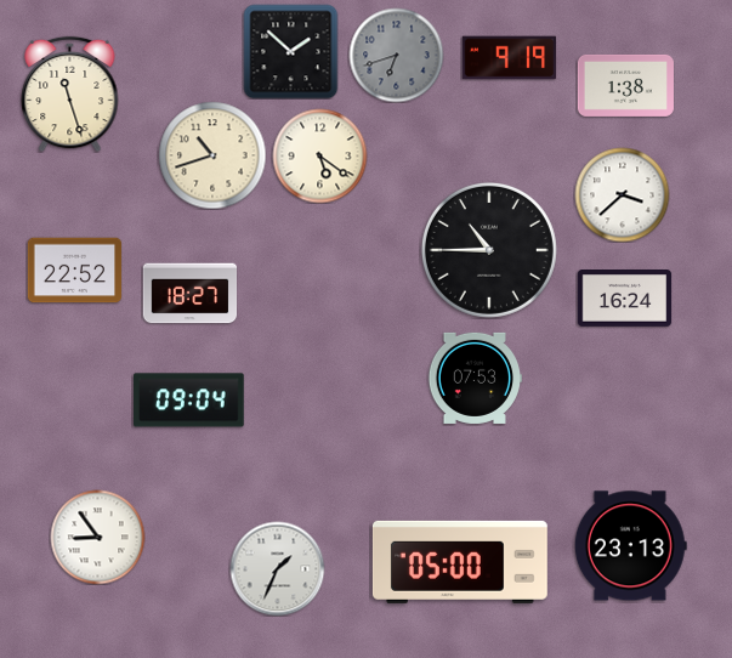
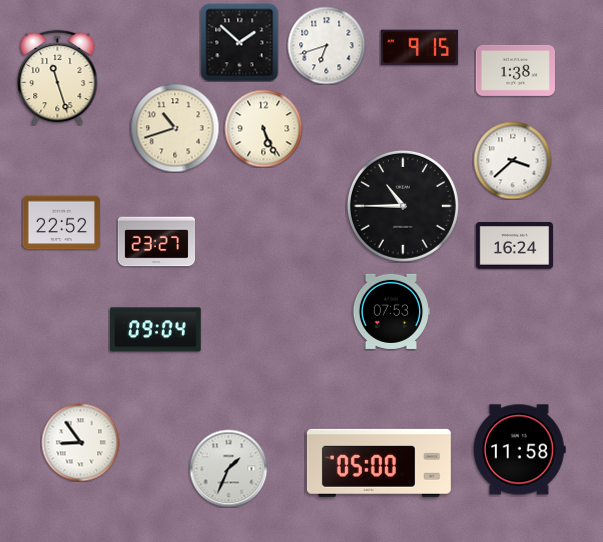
clock at (396, 55) dial: grey -> white
clock at (509, 58): 9:19 -> 9:15
clock at (319, 155): 5:21 -> 5:26
clock at (189, 294): 18:27 -> 23:27
clock at (630, 546): 23:13 -> 11:58
